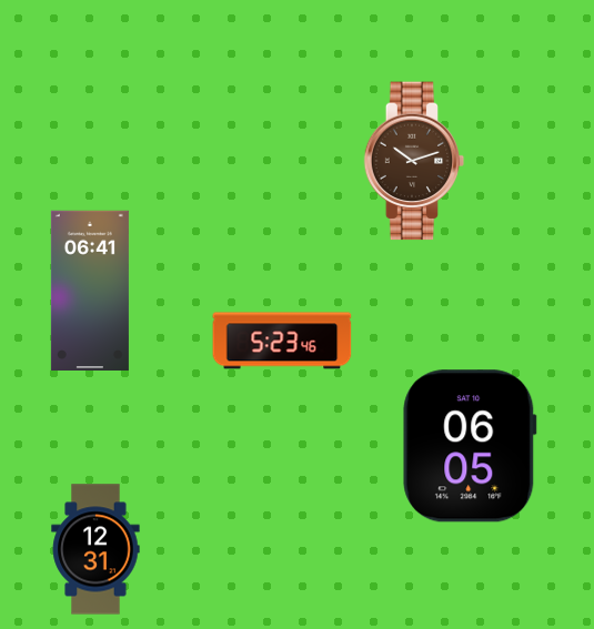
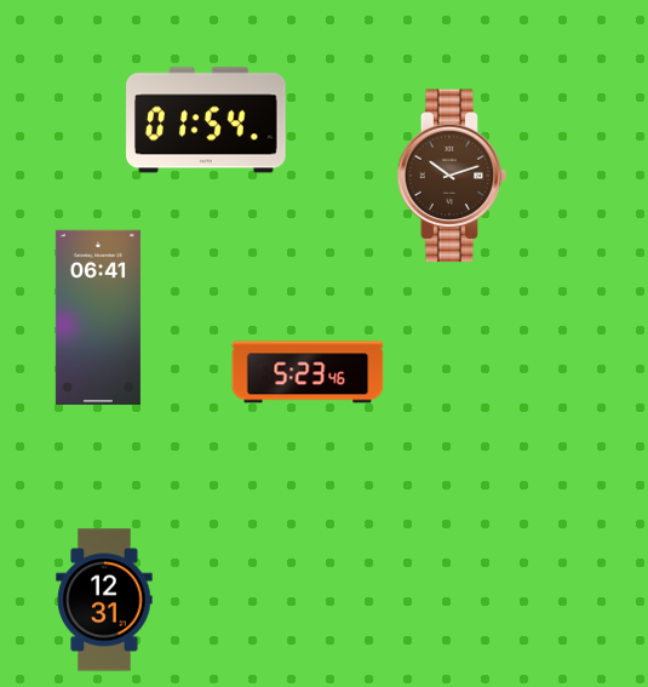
clock at (207, 120): none -> 01:54
clock at (470, 446): 06:05 -> none
